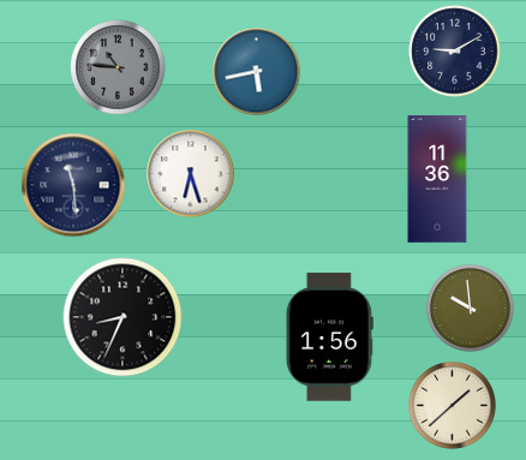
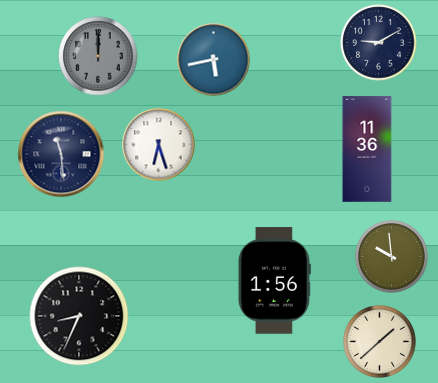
clock at (118, 67): 10:46 -> 12:00
clock at (437, 179) position: (437, 179) -> (367, 149)
clock at (122, 317) position: (122, 317) -> (79, 316)
clock at (453, 406) position: (453, 406) -> (380, 342)
